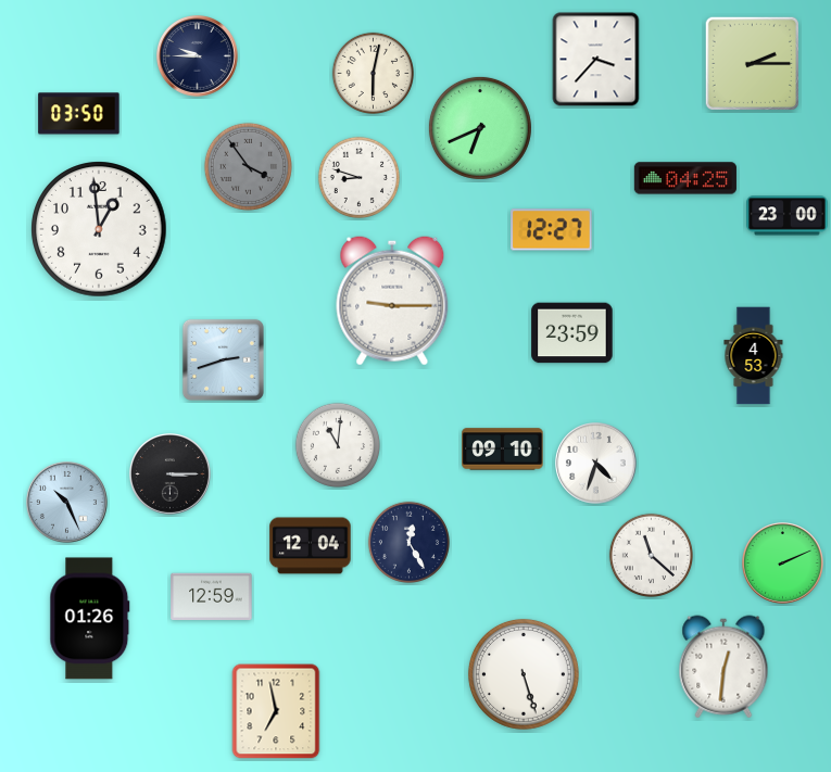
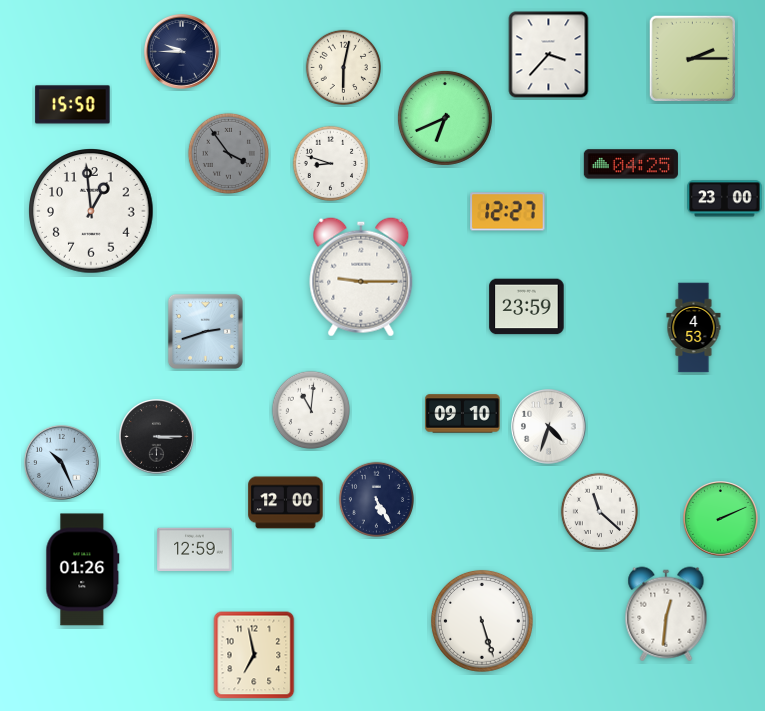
clock at (79, 114): 03:50 -> 15:50
clock at (480, 128) position: (480, 128) -> (445, 118)
clock at (408, 542): 12:25 -> 5:25
clock at (311, 546): 12:04 -> 12:00
